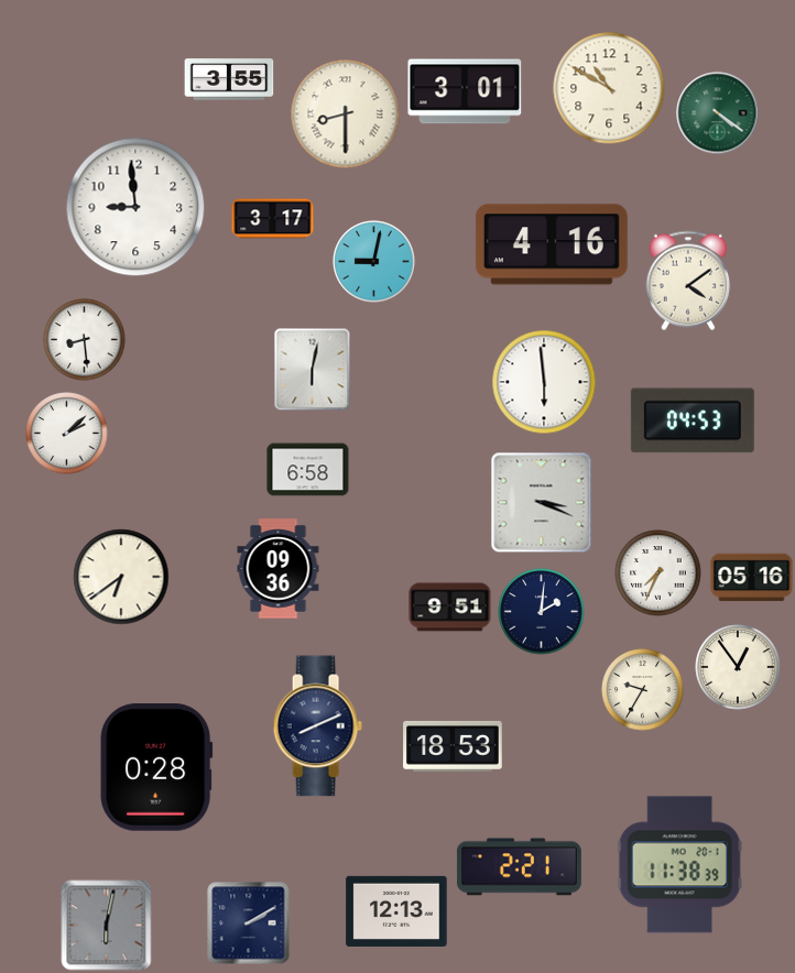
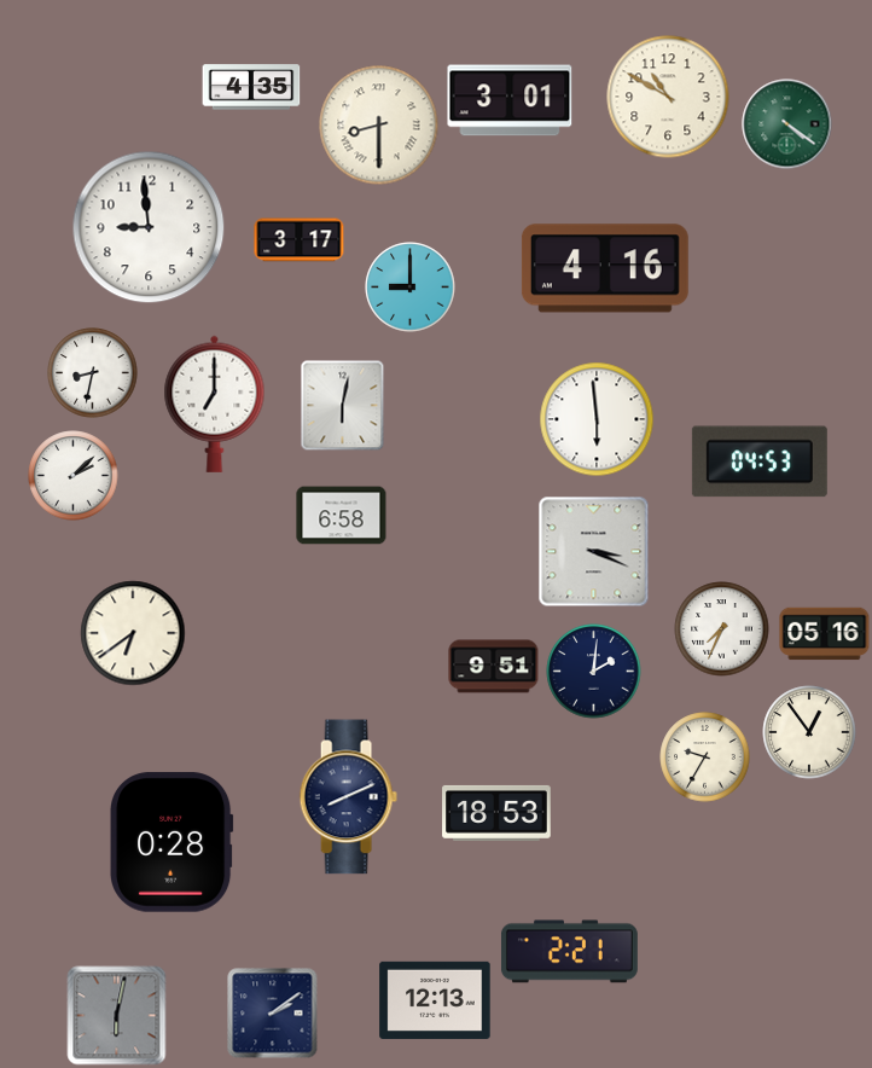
clock at (229, 79): 3:55 -> 4:35
clock at (374, 262): 9:02 -> 9:00
clock at (688, 281): 4:09 -> none
clock at (85, 340): 8:29 -> 8:32
clock at (215, 404): none -> 7:00
clock at (308, 470) position: (308, 470) -> (342, 516)
clock at (279, 569): 09:36 -> none
clock at (453, 746) position: (453, 746) -> (496, 813)
clock at (679, 865): 11:38 -> none
clock at (249, 923): 2:10 -> 2:09
